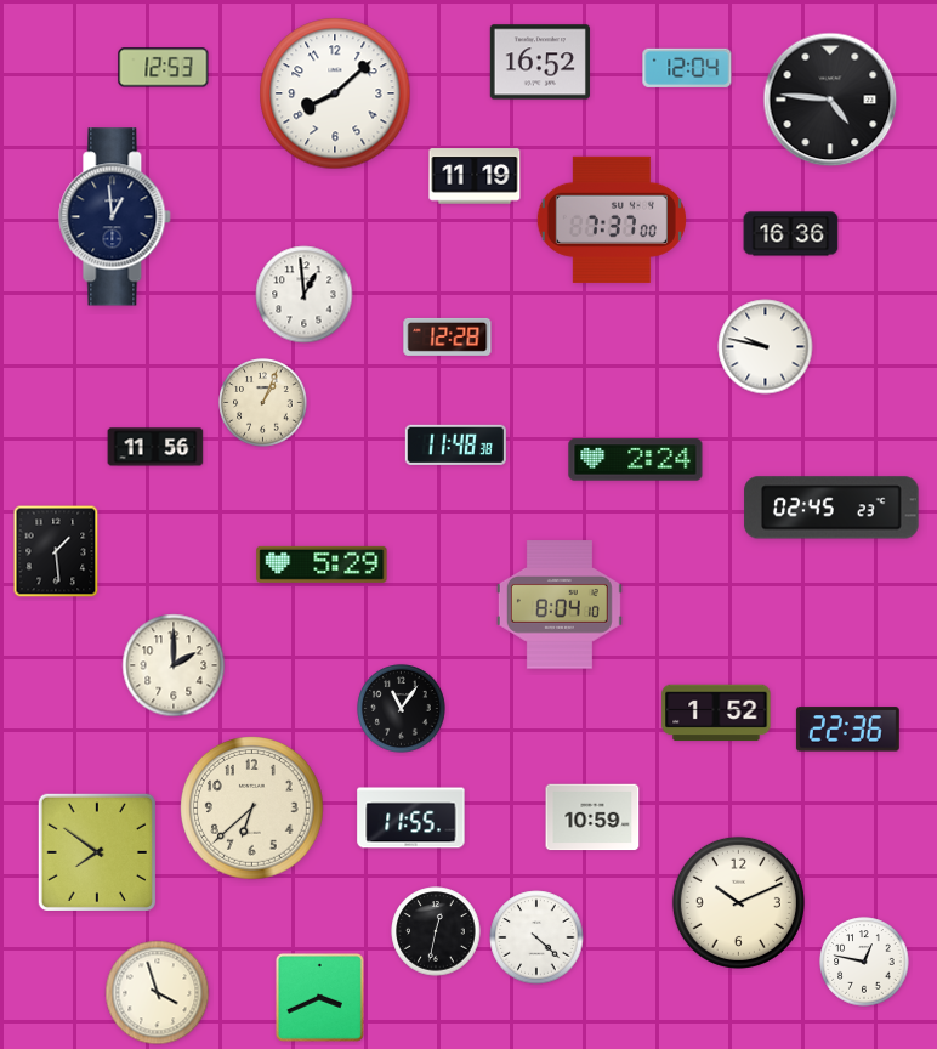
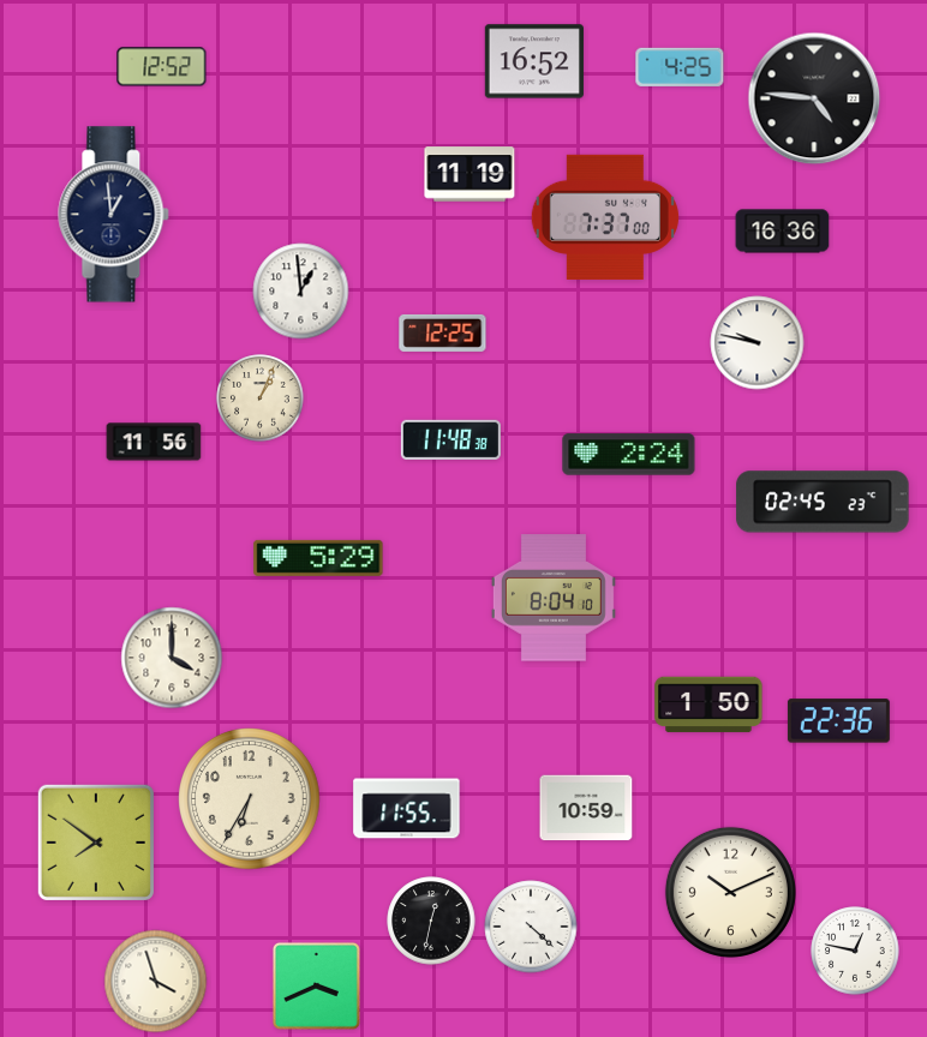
clock at (164, 68): 12:53 -> 12:52
clock at (687, 68): 12:04 -> 4:25
clock at (335, 93): 8:08 -> none
clock at (830, 100) position: (830, 100) -> (814, 98)
clock at (448, 336): 12:28 -> 12:25
clock at (56, 551): 1:29 -> none
clock at (174, 665): 2:00 -> 4:00
clock at (402, 709): 11:06 -> none
clock at (716, 713): 1:52 -> 1:50
clock at (252, 809): 6:38 -> 6:35
